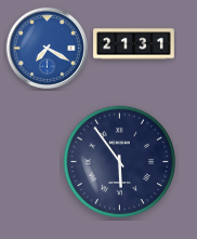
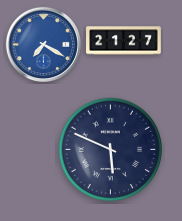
clock at (134, 44): 21:31 -> 21:27
clock at (120, 162): 5:54 -> 5:49
